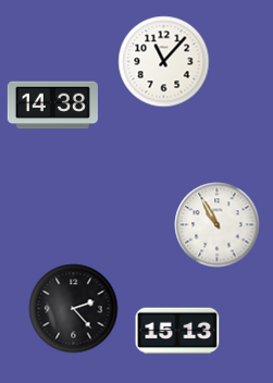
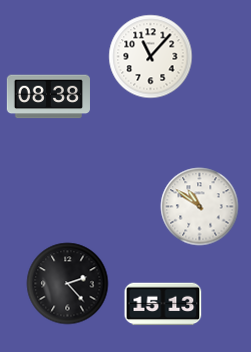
clock at (52, 106): 14:38 -> 08:38
clock at (218, 225): 10:55 -> 10:51
